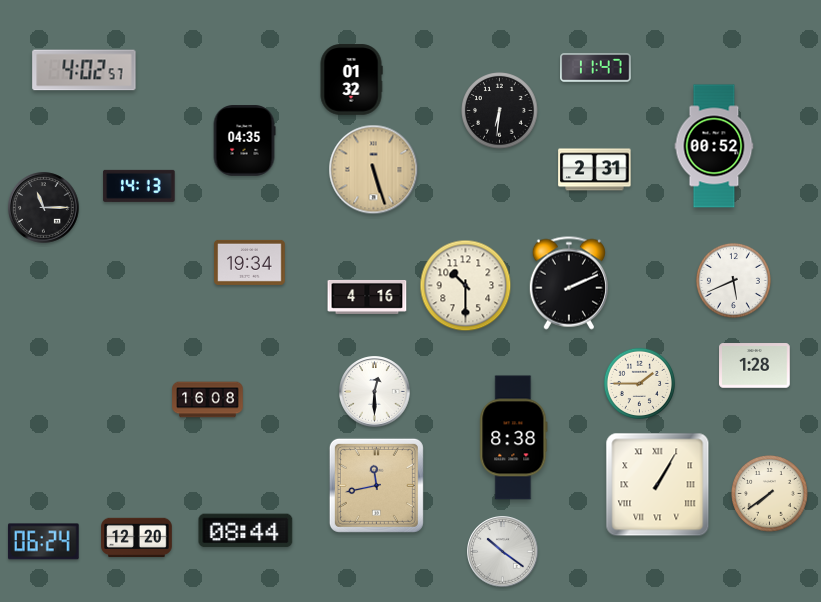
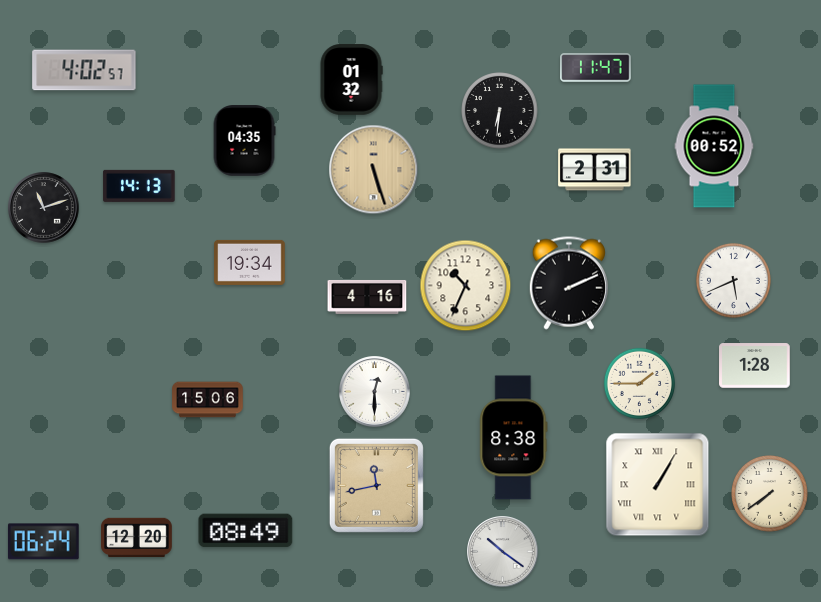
clock at (44, 208): 11:15 -> 11:12
clock at (466, 286): 10:30 -> 10:34
clock at (208, 400): 16:08 -> 15:06
clock at (246, 531): 08:44 -> 08:49
